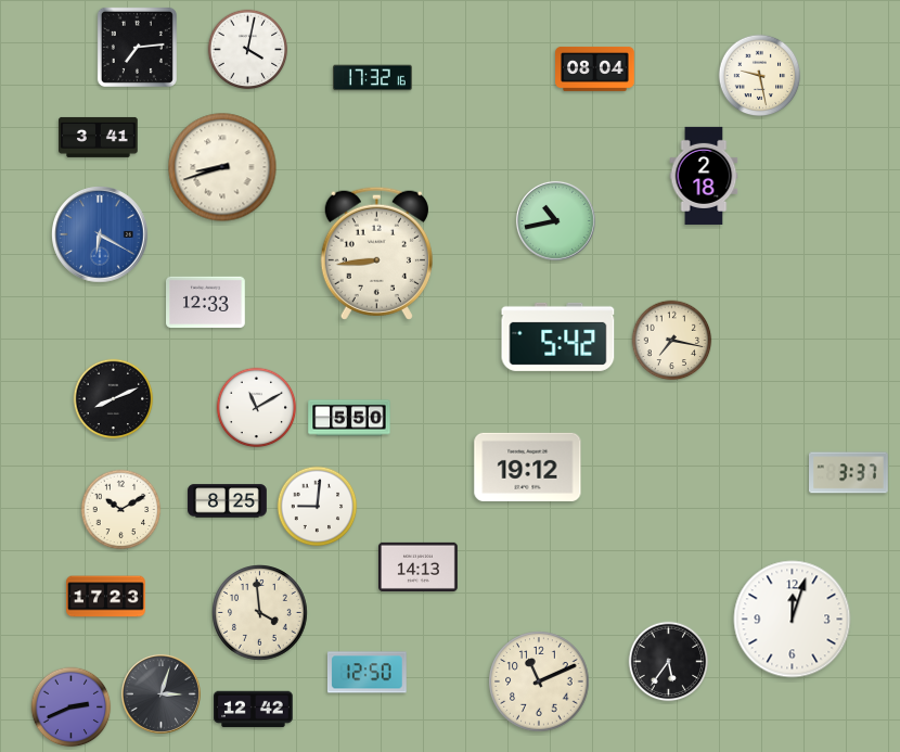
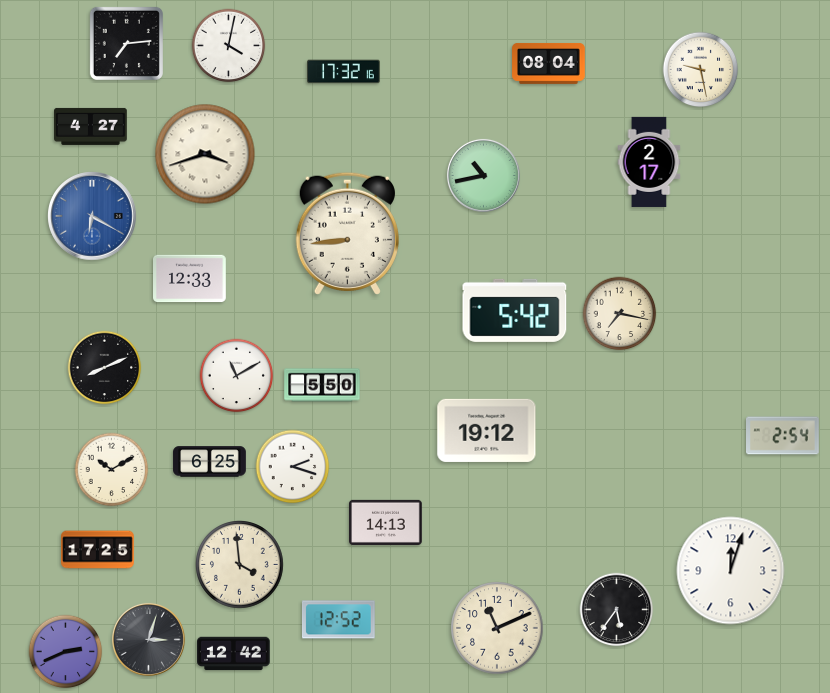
clock at (99, 137): 3:41 -> 4:27
clock at (222, 167): 8:42 -> 3:42
clock at (704, 176): 2:18 -> 2:17
clock at (555, 220) position: (555, 220) -> (483, 175)
clock at (849, 473): 3:37 -> 2:54
clock at (228, 501): 8:25 -> 6:25
clock at (318, 507): 9:01 -> 2:18
clock at (106, 597): 17:23 -> 17:25
clock at (367, 673): 12:50 -> 12:52
